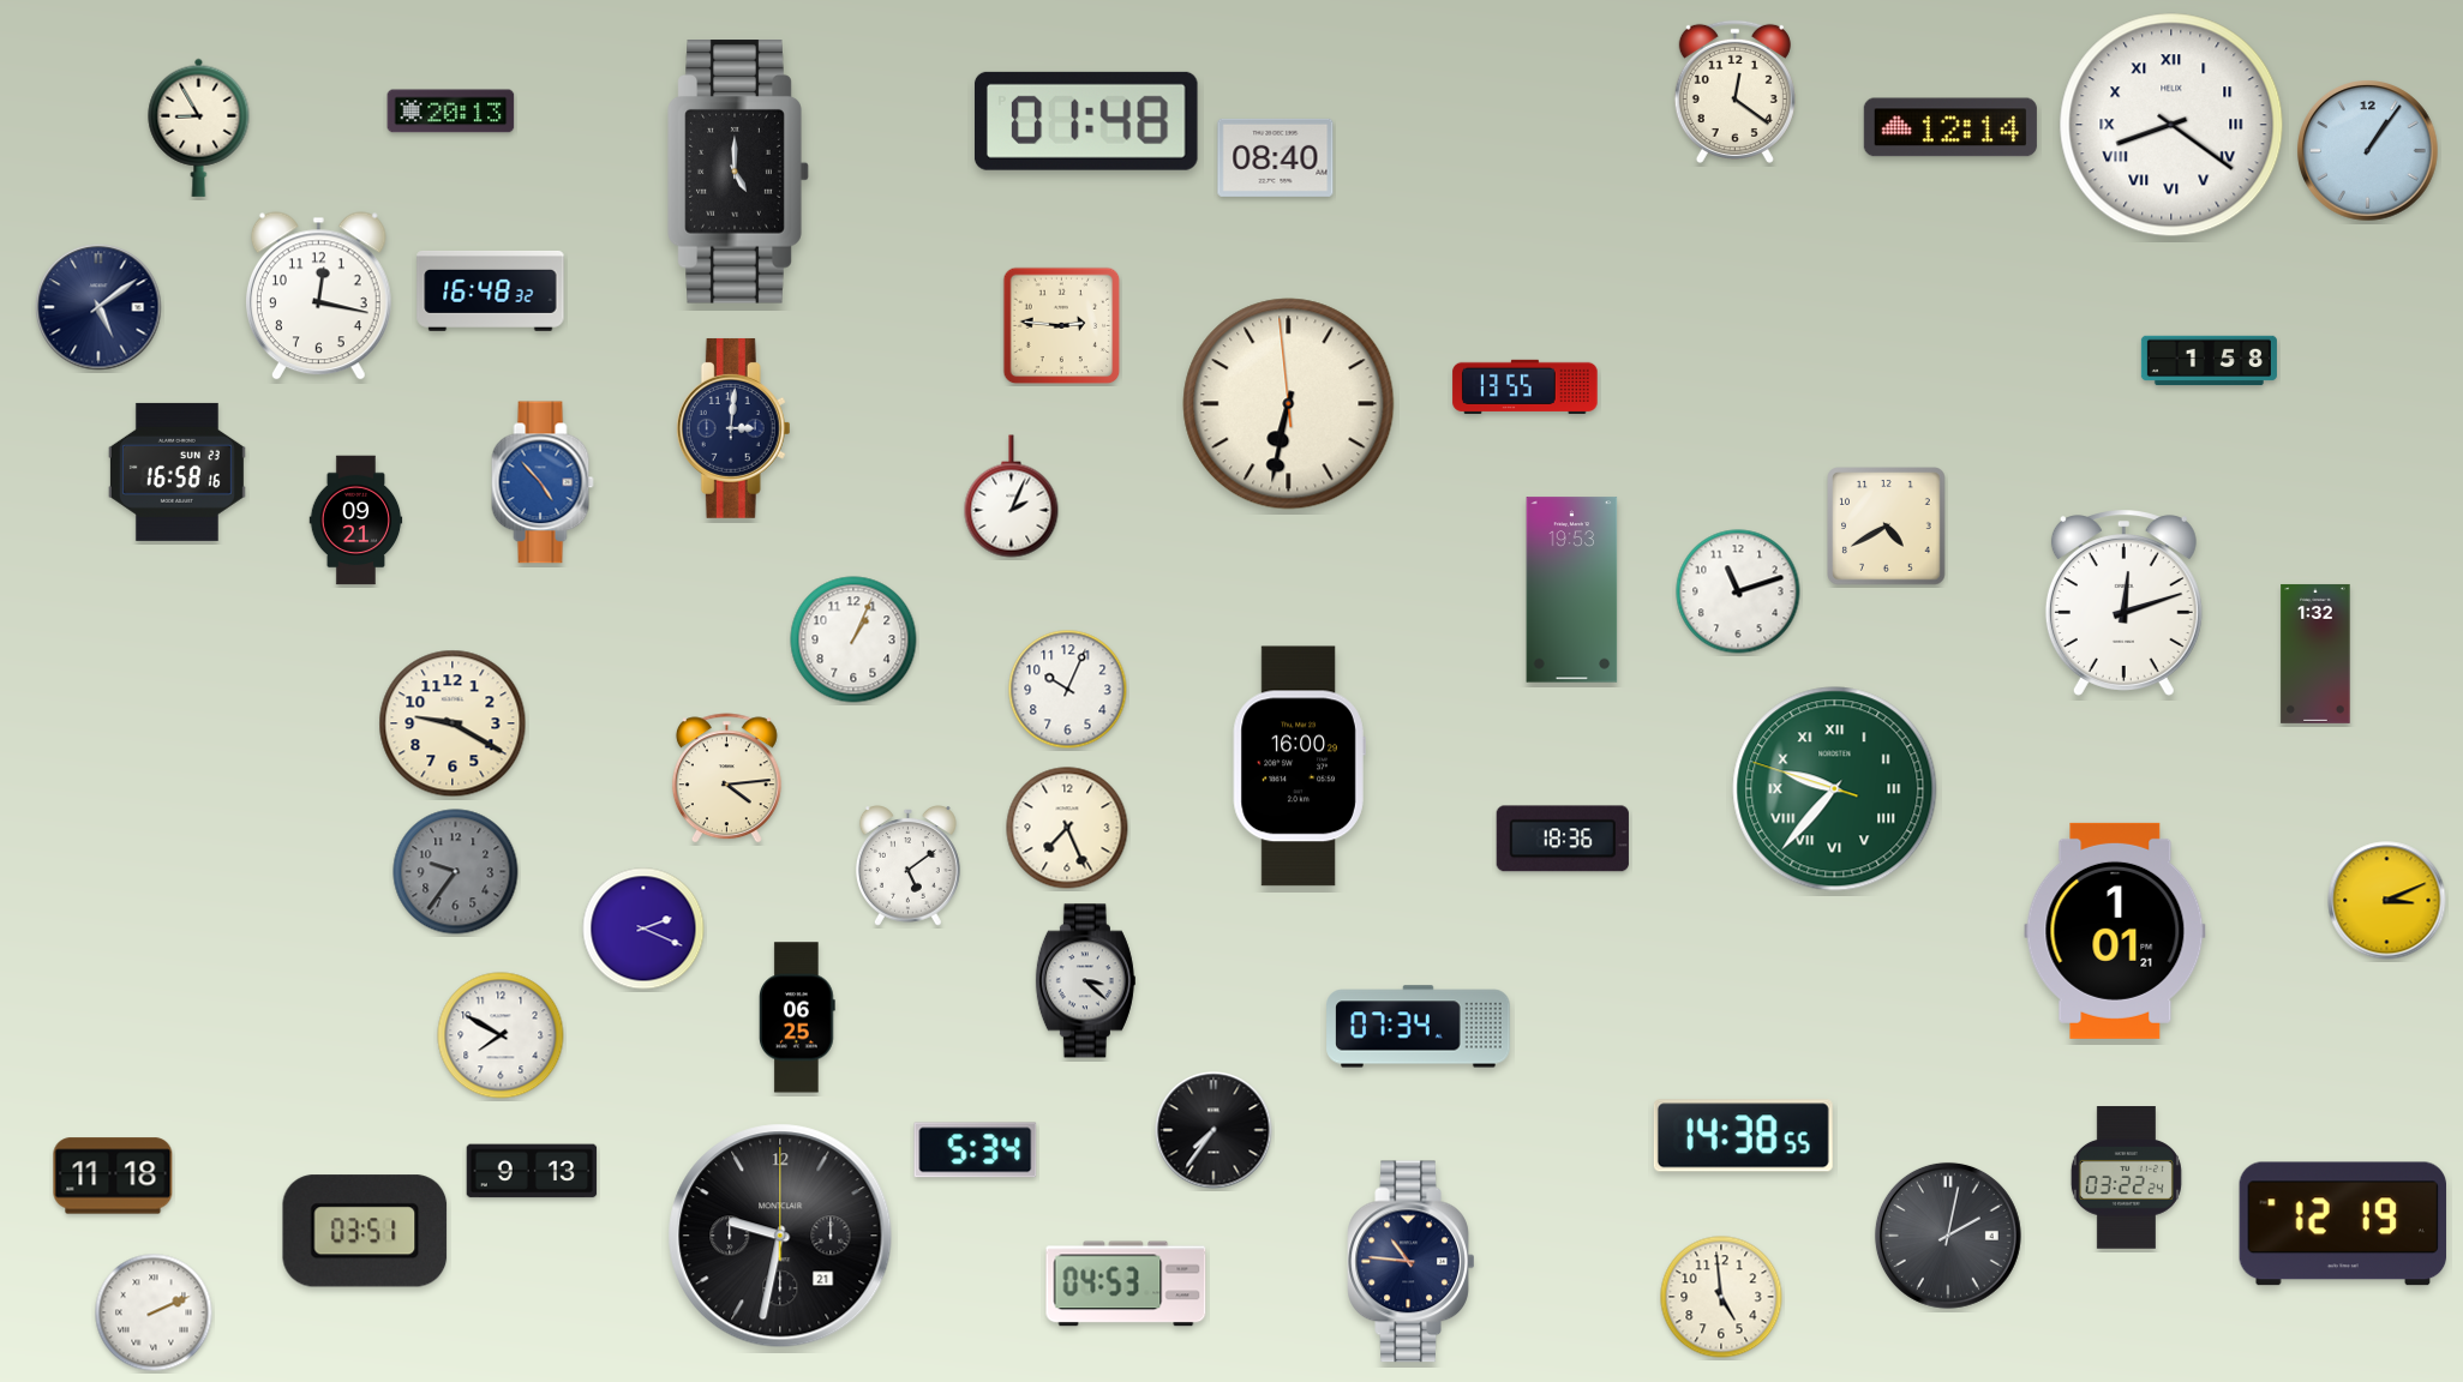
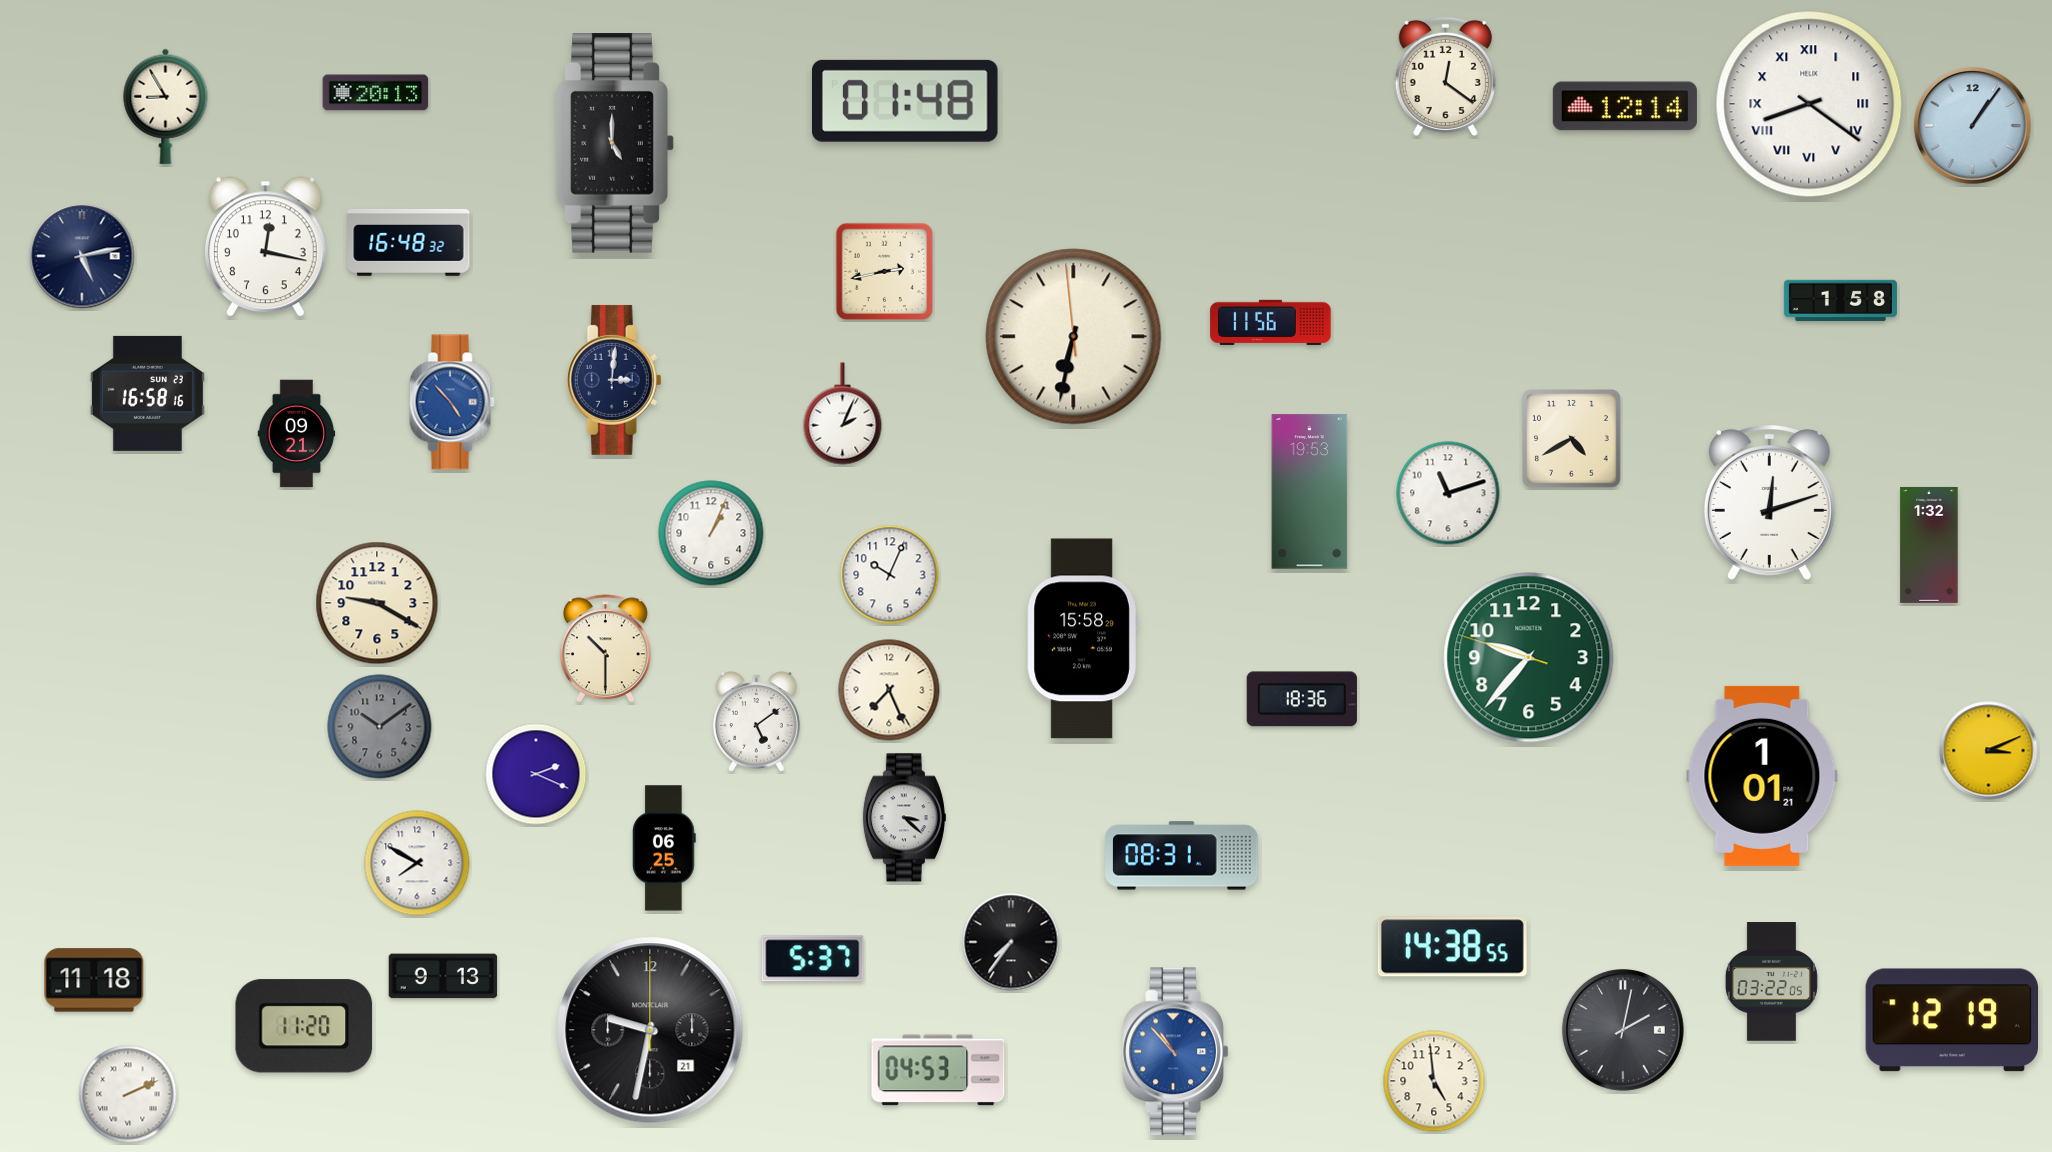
clock at (1276, 157): 08:40 -> none
clock at (98, 307): 5:09 -> 5:13
clock at (1062, 326): 2:46 -> 2:43
clock at (1526, 386): 13:55 -> 11:56
clock at (733, 428) position: (733, 428) -> (614, 380)
clock at (1299, 767): 16:00 -> 15:58
clock at (726, 779): 4:14 -> 10:30
clock at (1835, 789) numerals: Roman -> Arabic
clock at (456, 872): 9:36 -> 10:09
clock at (1419, 1027): 07:34 -> 08:31
clock at (976, 1150): 5:34 -> 5:37
clock at (2126, 1178): 03:22:24 -> 03:22:05
clock at (365, 1231): 03:51 -> 11:20
clock at (1412, 1262): 10:46 -> 10:53
clock at (1412, 1262) dial: navy -> blue
